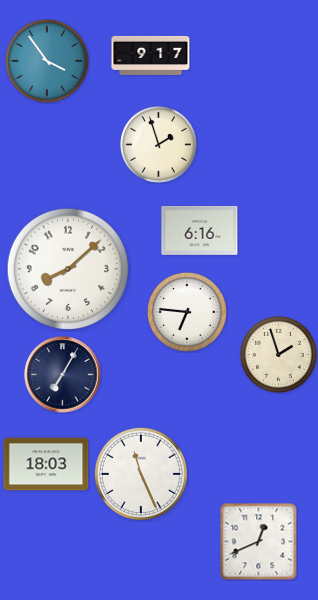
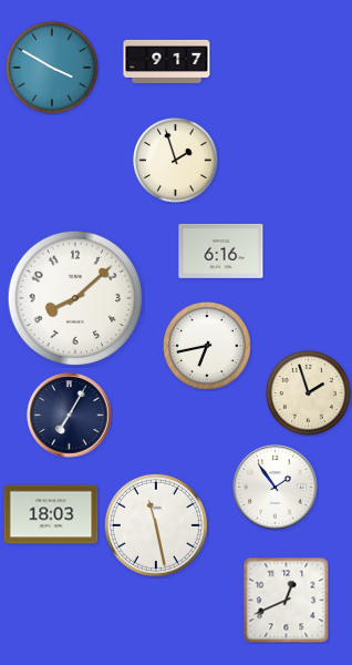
clock at (47, 61): 3:54 -> 3:50
clock at (200, 230) position: (200, 230) -> (221, 250)
clock at (187, 312): 6:46 -> 6:43
clock at (276, 488): none -> 1:54
clock at (141, 474): 11:26 -> 11:28
